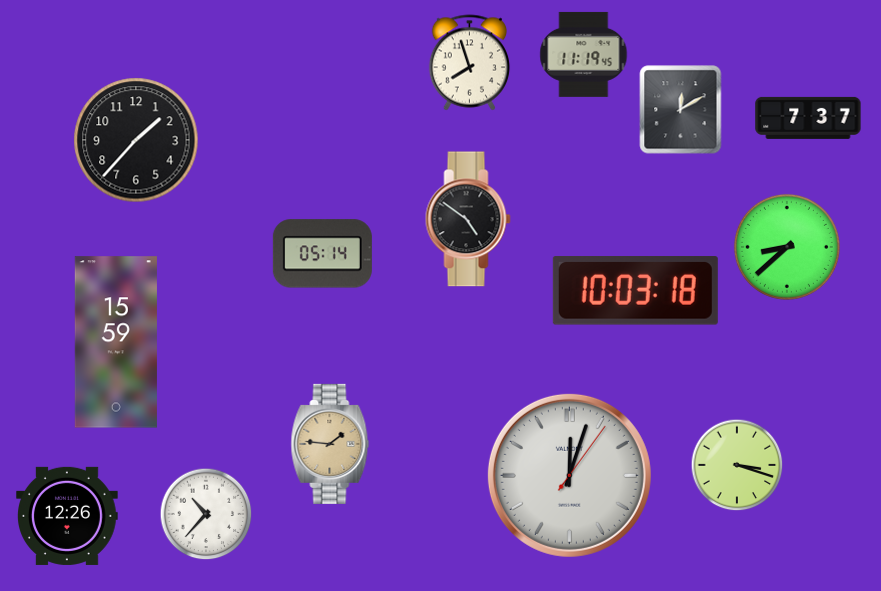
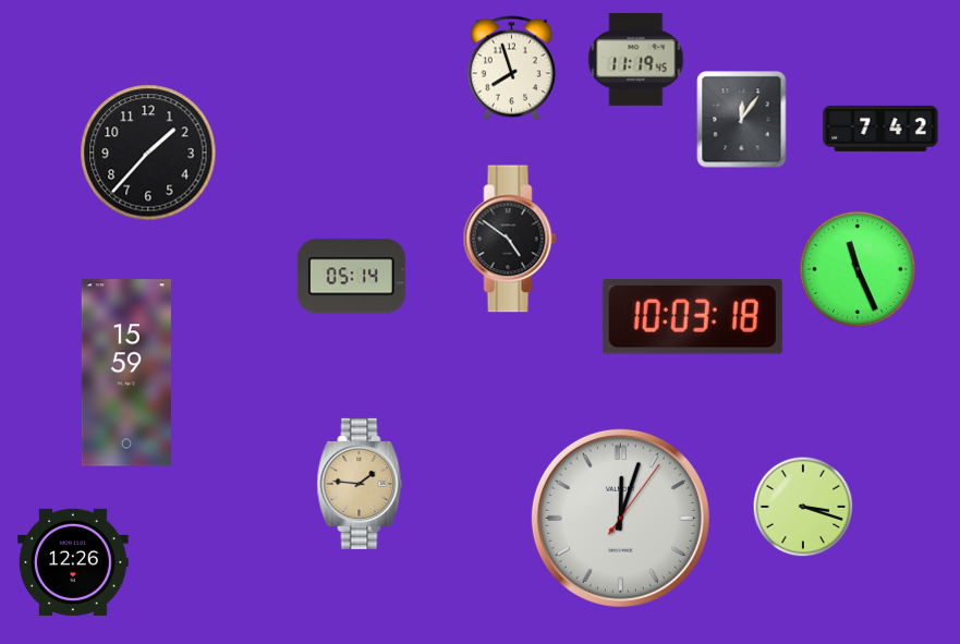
clock at (681, 110): 12:10 -> 12:06
clock at (808, 118): 7:37 -> 7:42
clock at (787, 247): 8:38 -> 11:26
clock at (206, 514): 10:37 -> none
